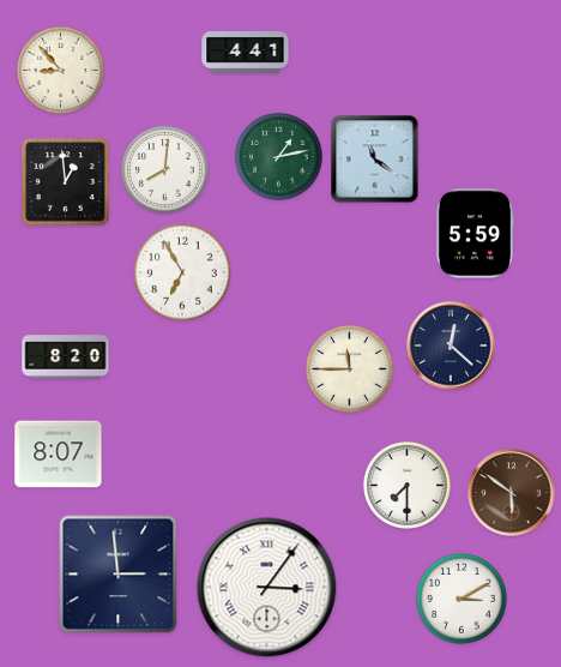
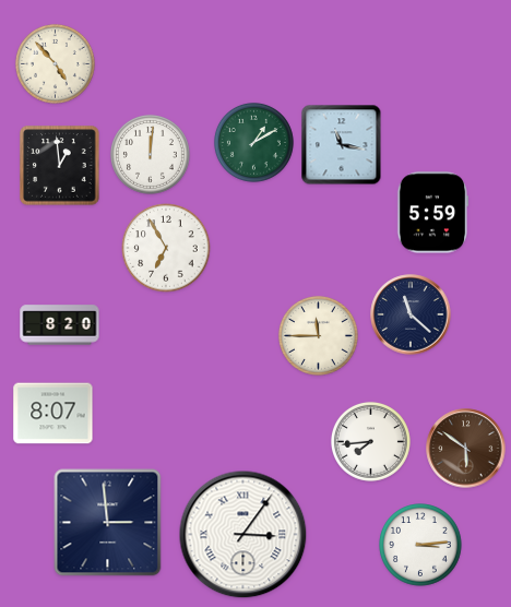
clock at (246, 53): 4:41 -> none
clock at (60, 70): 8:53 -> 4:53
clock at (278, 156): 1:13 -> 1:10
clock at (375, 160): 11:21 -> 11:17
clock at (164, 169): 8:01 -> 12:01
clock at (451, 345): 12:22 -> 11:22
clock at (406, 485): 7:30 -> 7:44
clock at (462, 599): 3:10 -> 3:14
